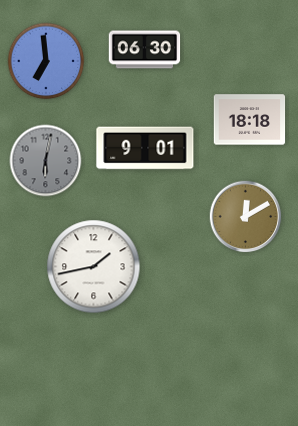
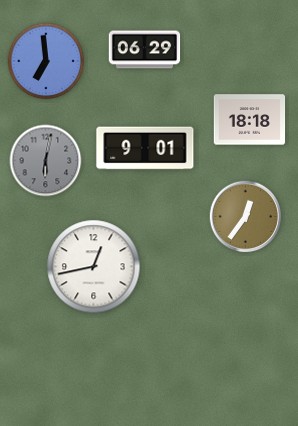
clock at (145, 50): 06:30 -> 06:29
clock at (246, 217): 12:10 -> 12:36
clock at (94, 267): 1:43 -> 12:43
